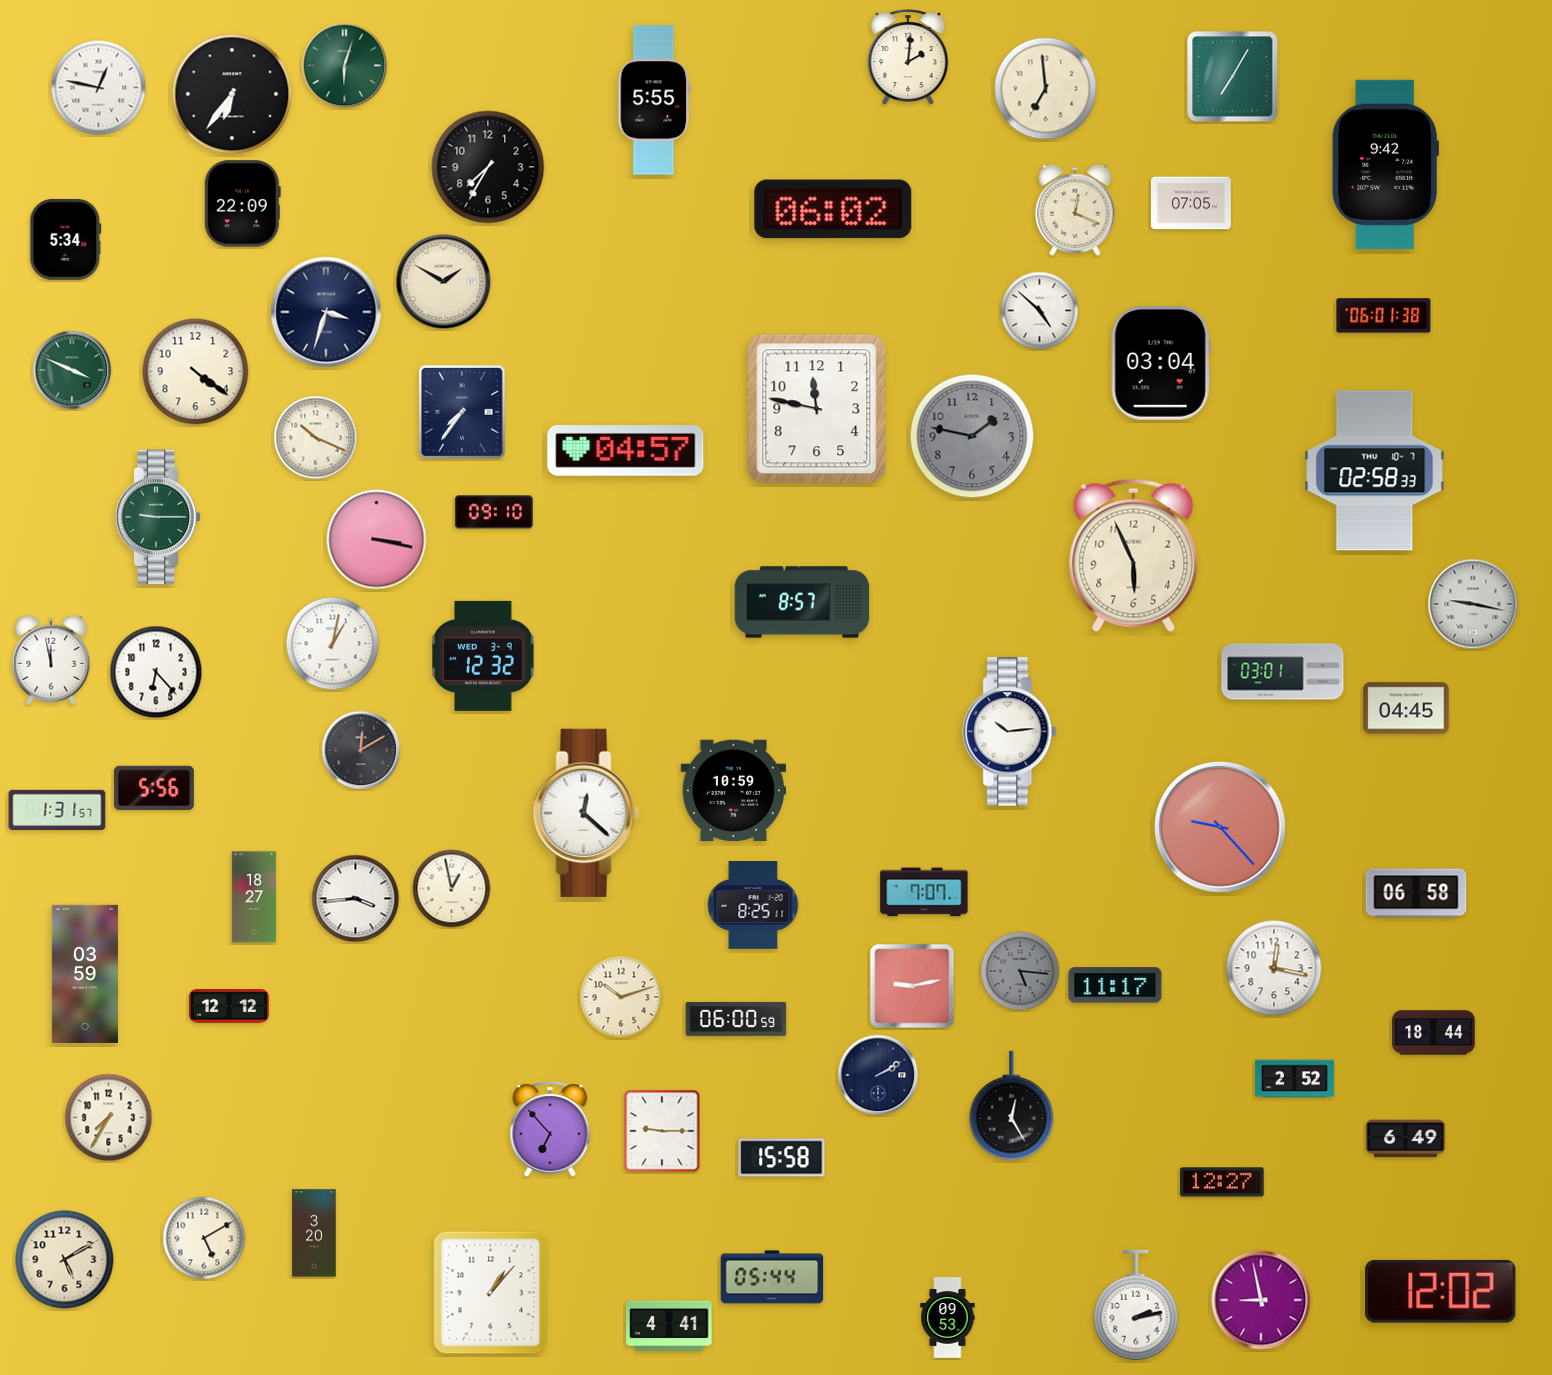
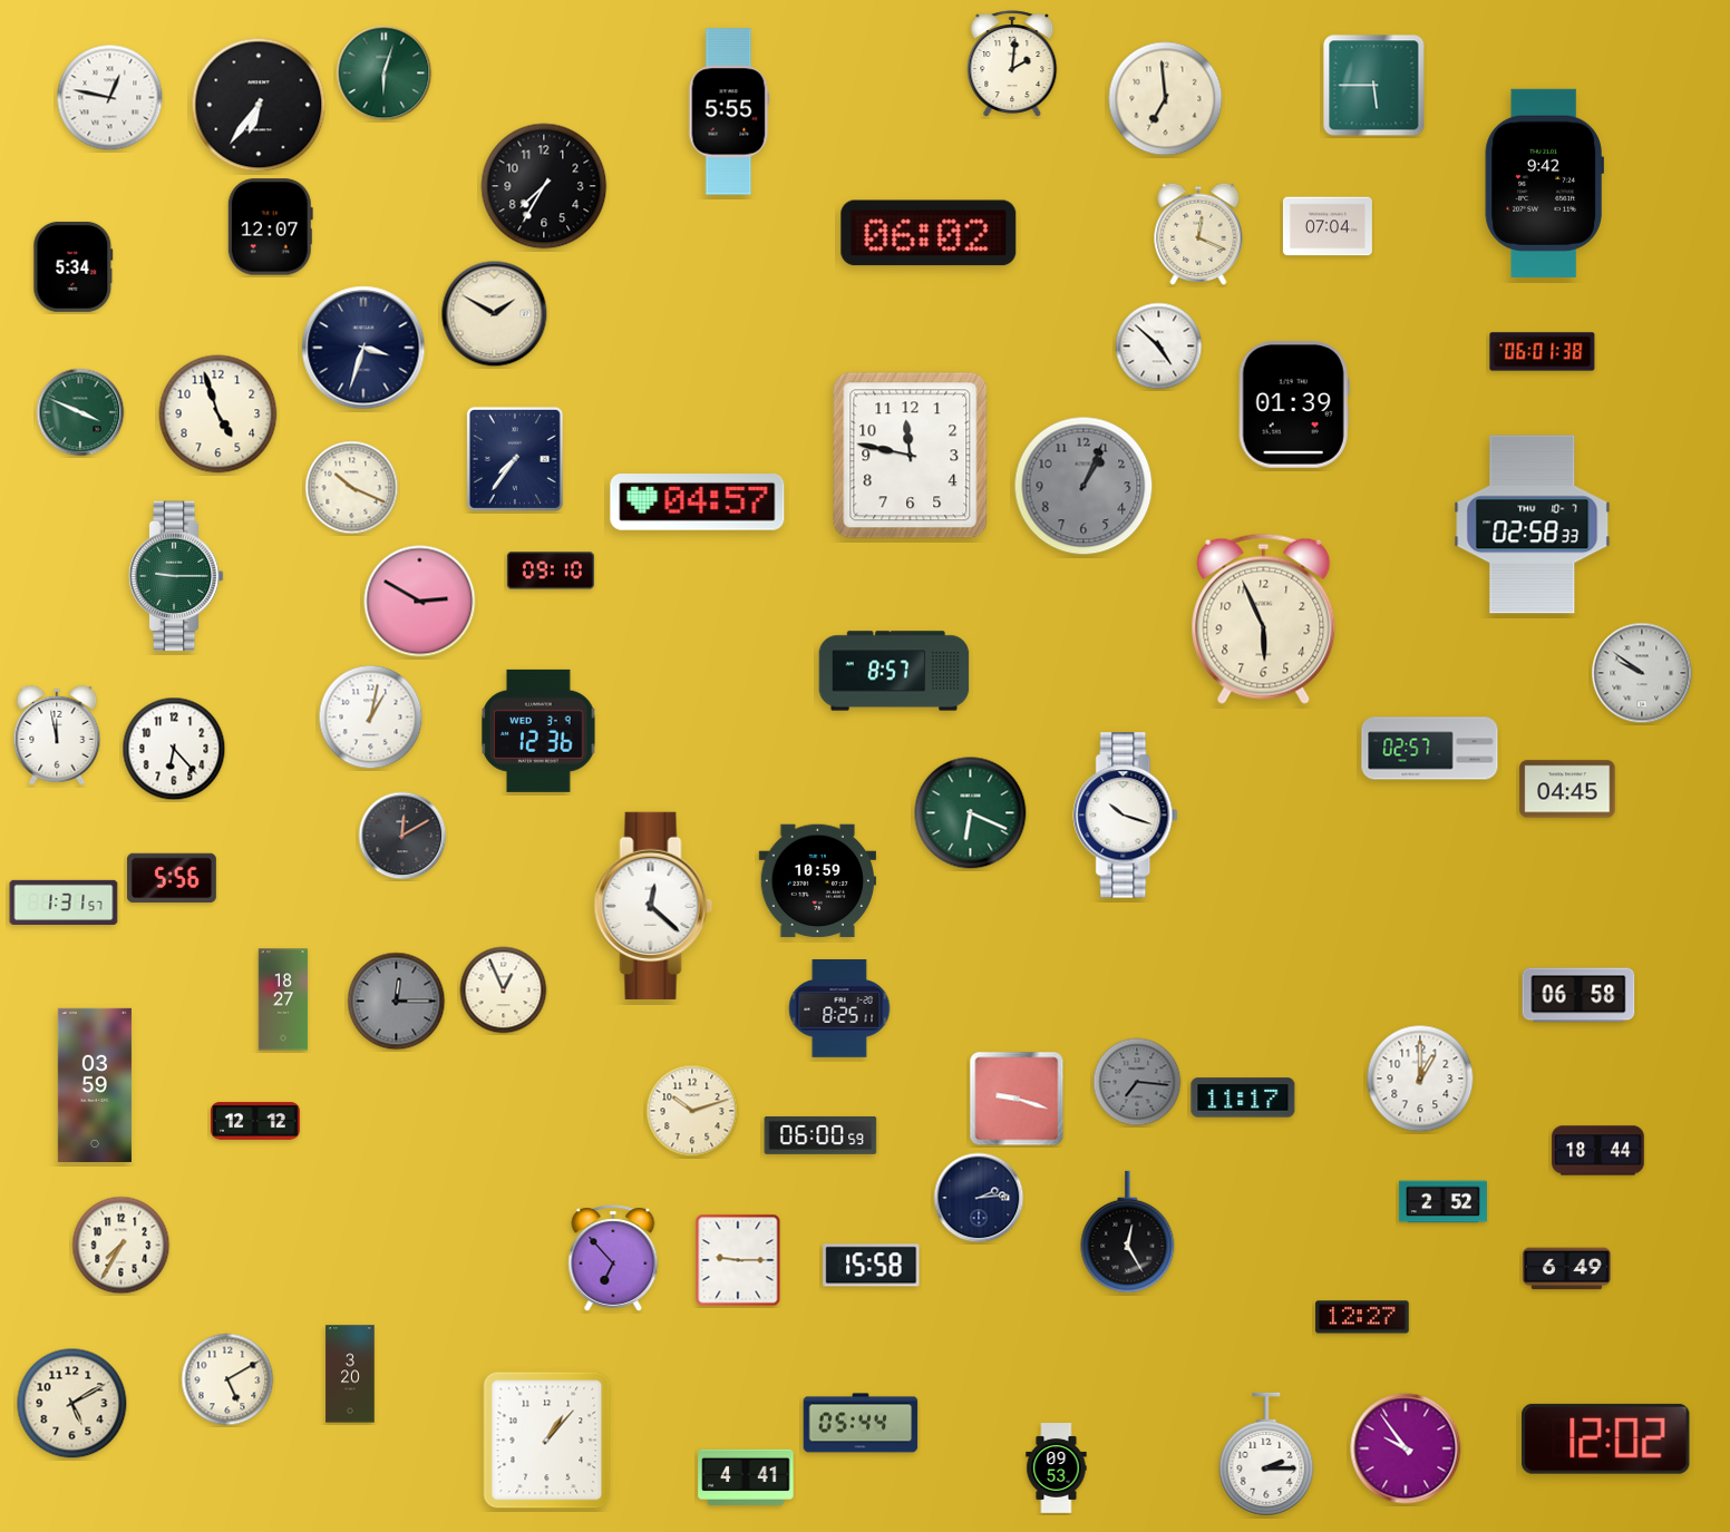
clock at (1233, 77): 7:05 -> 5:45
clock at (1191, 203): 07:05 -> 07:04
clock at (242, 204): 22:09 -> 12:07
clock at (1161, 364): 03:04 -> 01:39
clock at (196, 372): 4:21 -> 4:57
clock at (972, 436): 1:47 -> 1:04
clock at (377, 540): 3:17 -> 2:50
clock at (1473, 604): 9:17 -> 9:51
clock at (483, 656): 12:32 -> 12:36
clock at (1283, 672): 03:01 -> 02:57
clock at (971, 813): none -> 6:19
clock at (1010, 732): 10:14 -> 10:18
clock at (1221, 828): 9:23 -> none
clock at (452, 889): 12:58 -> 12:56
clock at (924, 892): 7:07 -> none
clock at (356, 899): 3:44 -> 12:15
clock at (356, 899) dial: white -> grey
clock at (1274, 968): 12:17 -> 1:00
clock at (1020, 971): 5:16 -> 7:16
clock at (912, 986): 9:13 -> 9:18
clock at (878, 1075): 2:10 -> 2:14
clock at (782, 1158) position: (782, 1158) -> (872, 1266)
clock at (1261, 1300): 8:58 -> 9:54
clock at (1136, 1305): 2:13 -> 2:15
